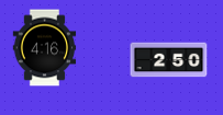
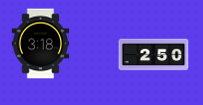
clock at (45, 48): 4:16 -> 3:18
